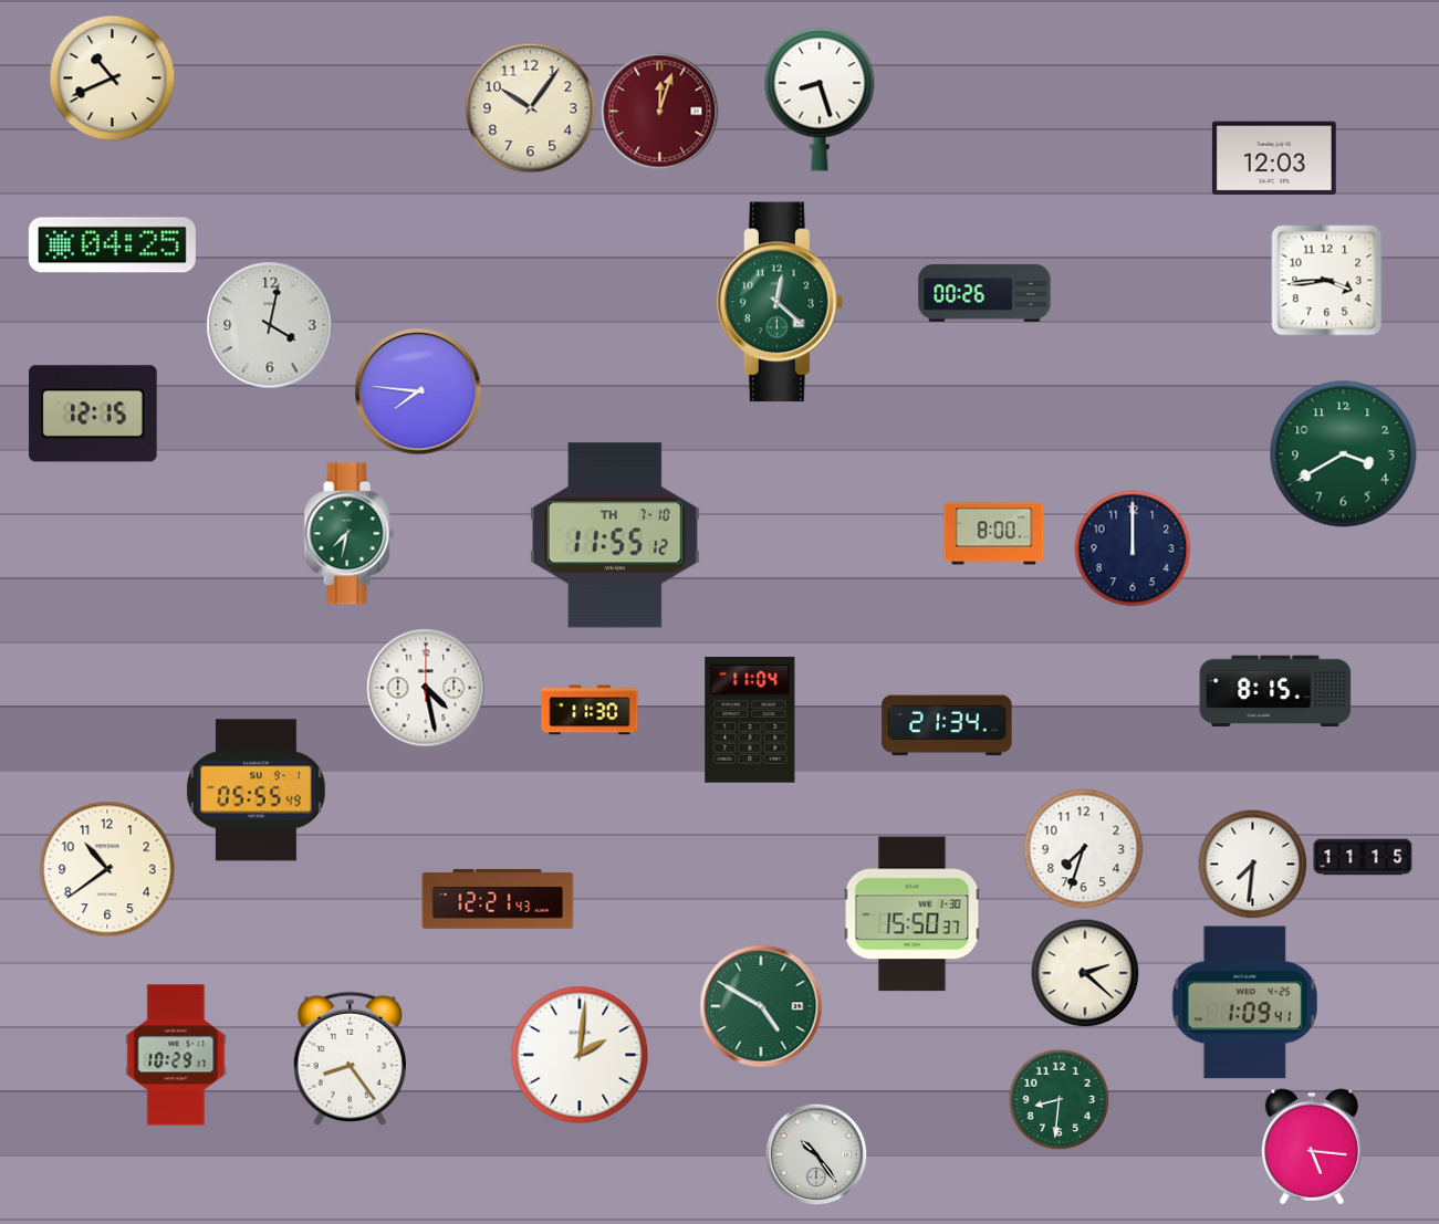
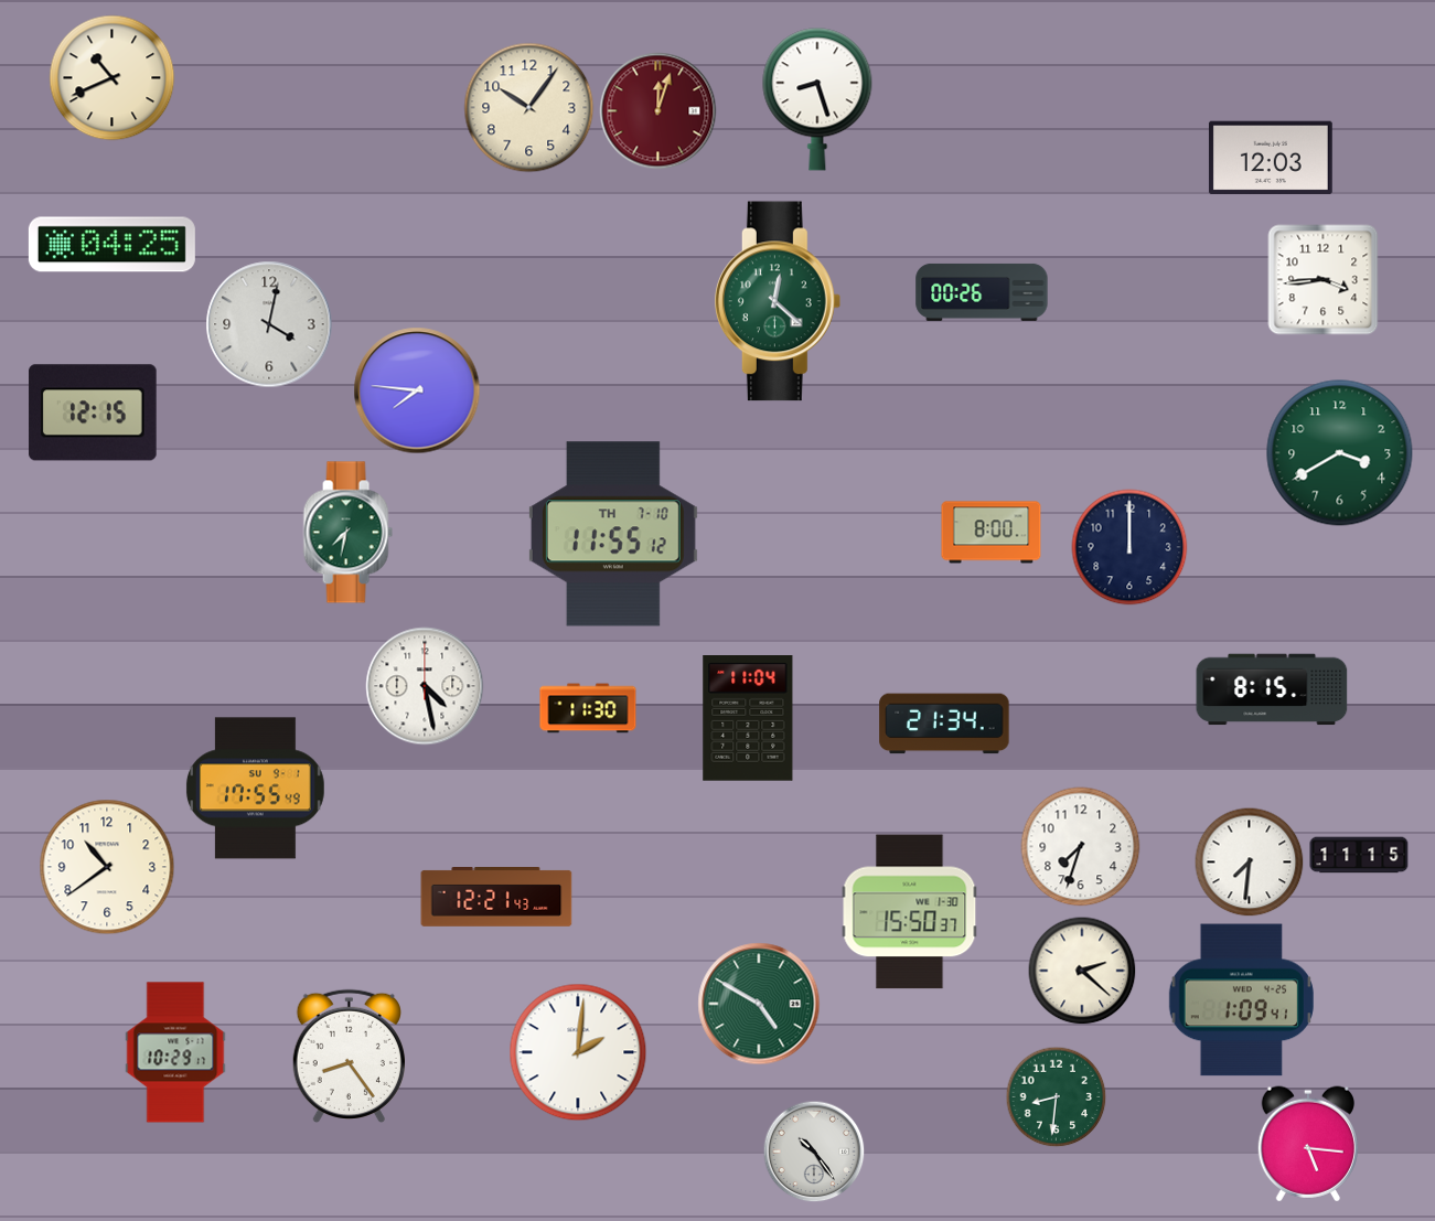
clock at (256, 791): 05:55 -> 17:55
